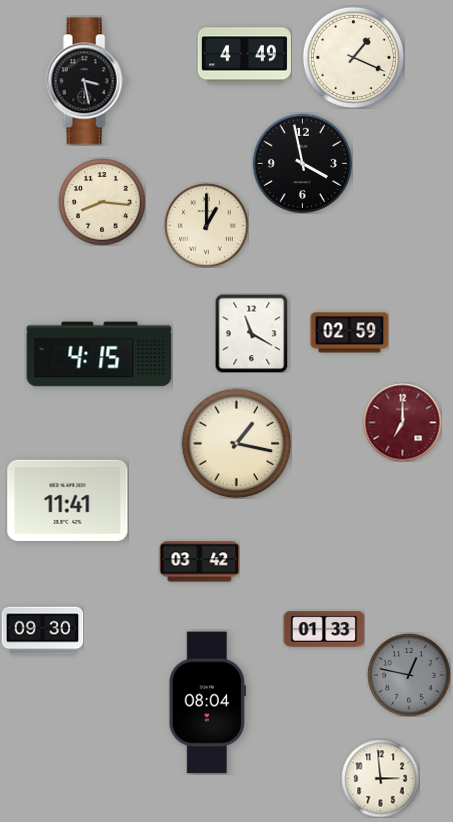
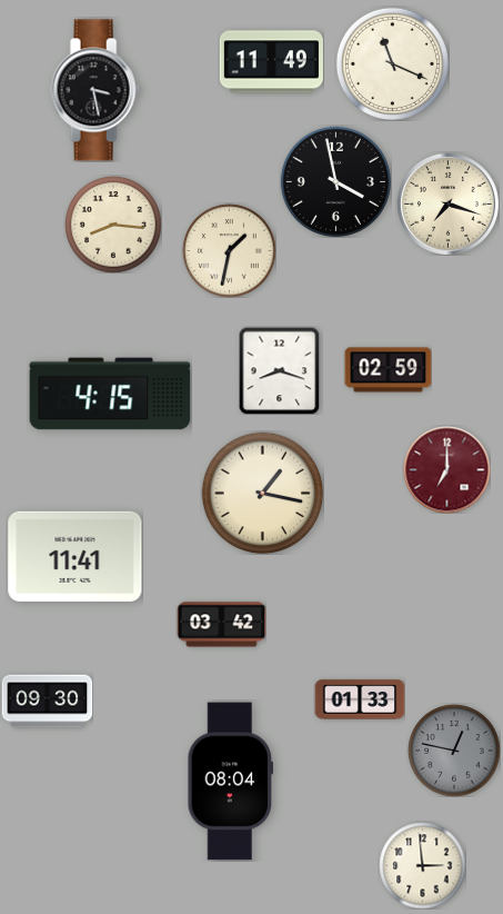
clock at (244, 56): 4:49 -> 11:49
clock at (353, 57): 1:19 -> 11:19
clock at (447, 203): none -> 7:18
clock at (206, 225): 1:00 -> 1:32
clock at (252, 333): 11:20 -> 8:18
